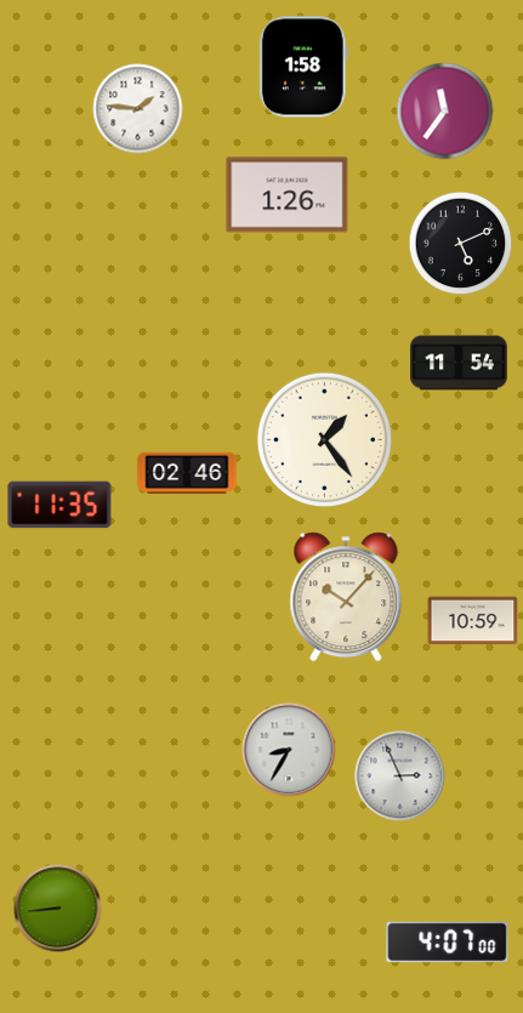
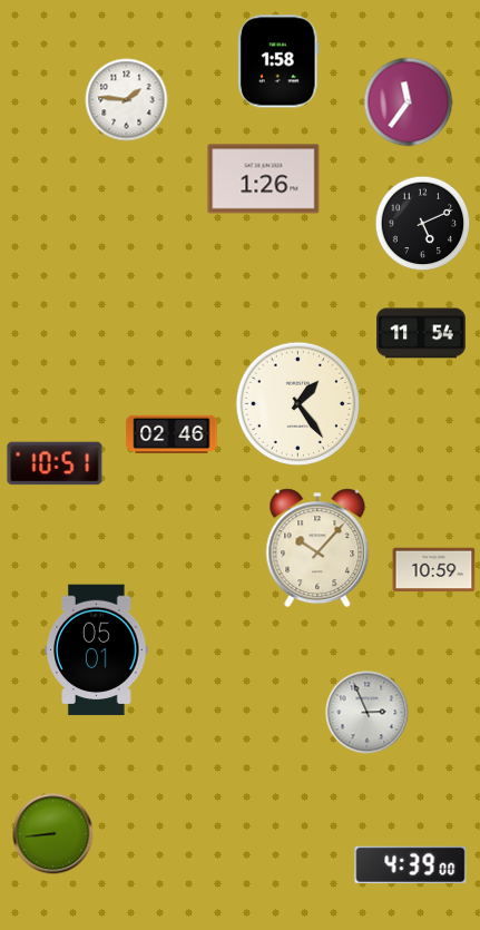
clock at (59, 505): 11:35 -> 10:51
clock at (97, 650): none -> 05:01
clock at (289, 750): 8:35 -> none
clock at (448, 941): 4:07 -> 4:39
